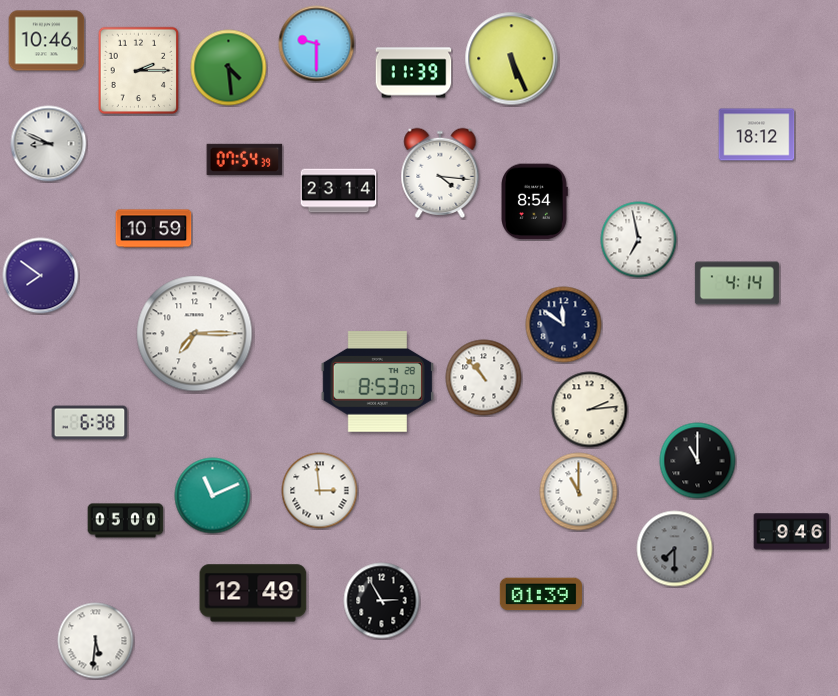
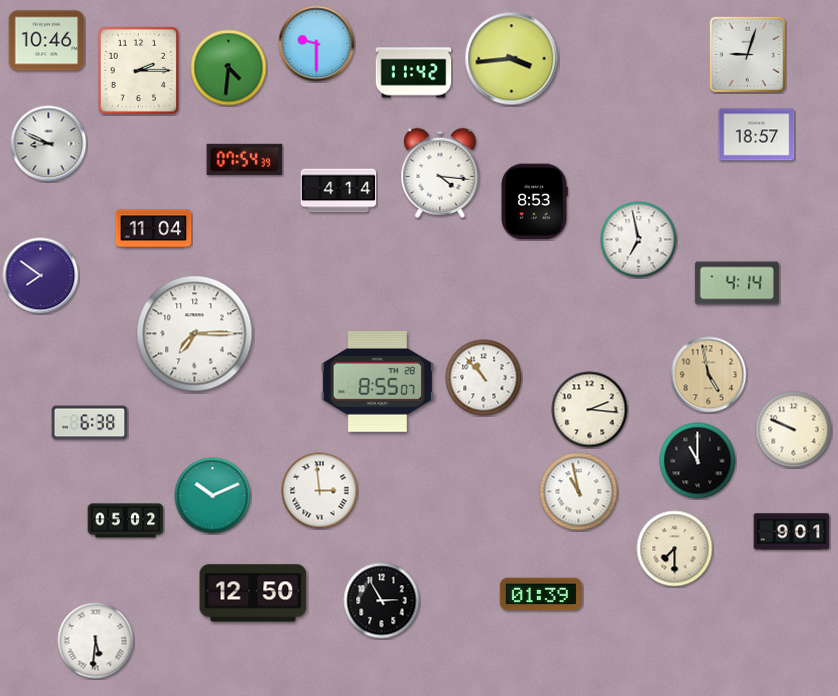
clock at (747, 54): none -> 9:03
clock at (512, 59): 5:26 -> 3:44
clock at (229, 68): 4:29 -> 4:31
clock at (414, 73): 11:39 -> 11:42
clock at (757, 135): 18:12 -> 18:57
clock at (339, 191): 23:14 -> 4:14
clock at (535, 202): 8:54 -> 8:53
clock at (154, 229): 10:59 -> 11:04
clock at (564, 325): 11:51 -> none
clock at (709, 375): none -> 4:58
clock at (377, 382): 8:53 -> 8:55
clock at (590, 410): 2:14 -> 2:16
clock at (794, 430): none -> 9:49
clock at (579, 492): 11:00 -> 10:58
clock at (213, 496): 11:11 -> 10:11
clock at (126, 521): 05:00 -> 05:02
clock at (792, 532): 9:46 -> 9:01
clock at (675, 549) dial: grey -> cream
clock at (253, 593): 12:49 -> 12:50
